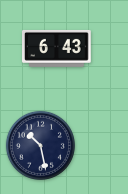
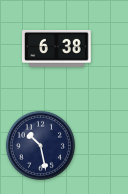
clock at (57, 48): 6:43 -> 6:38
